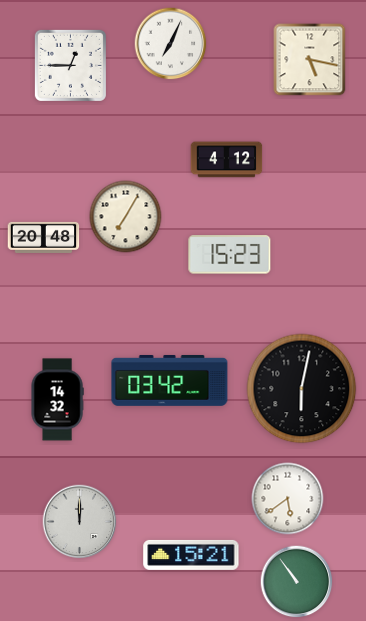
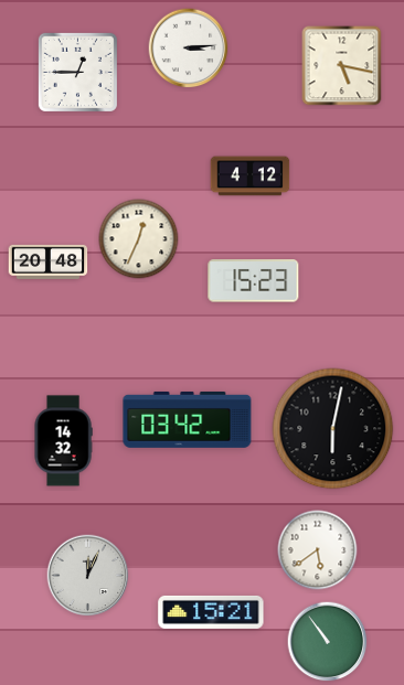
clock at (171, 44): 7:04 -> 3:14
clock at (126, 217): 7:05 -> 12:34
clock at (80, 522): 12:00 -> 12:04
